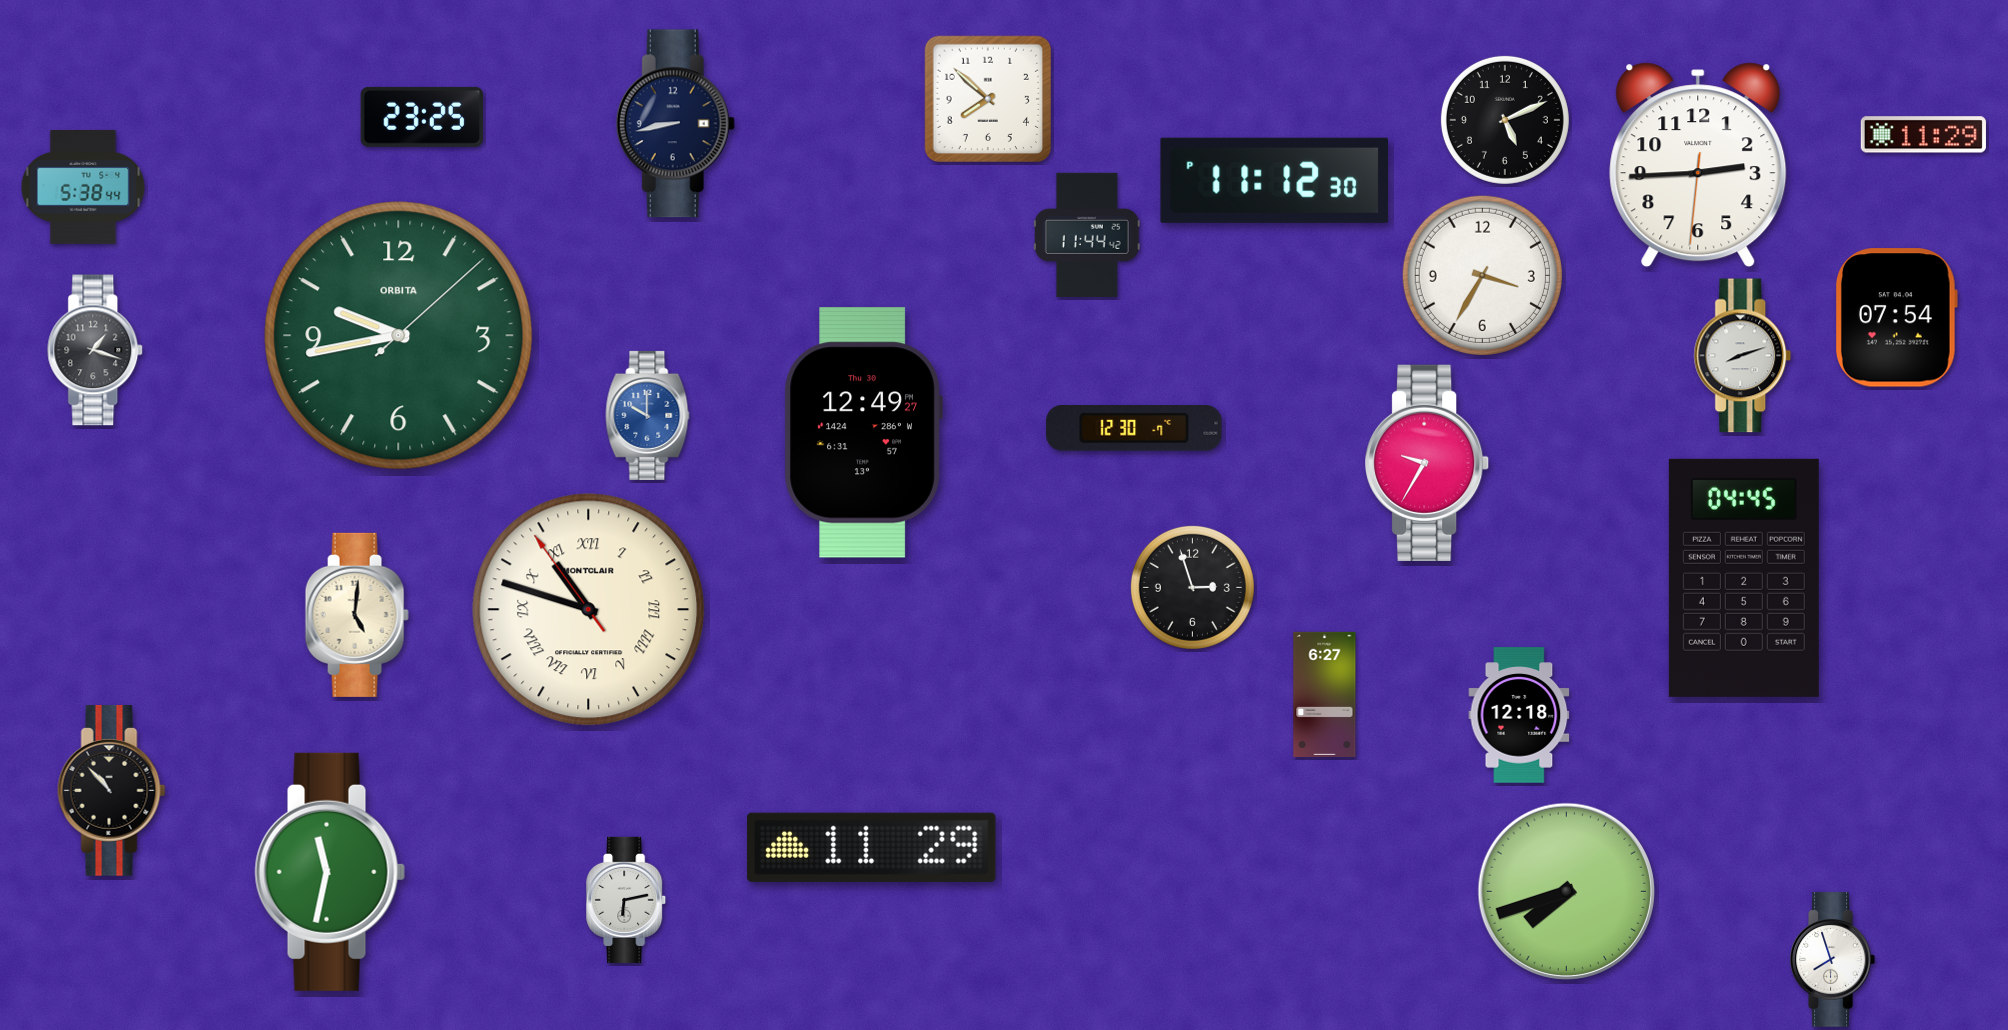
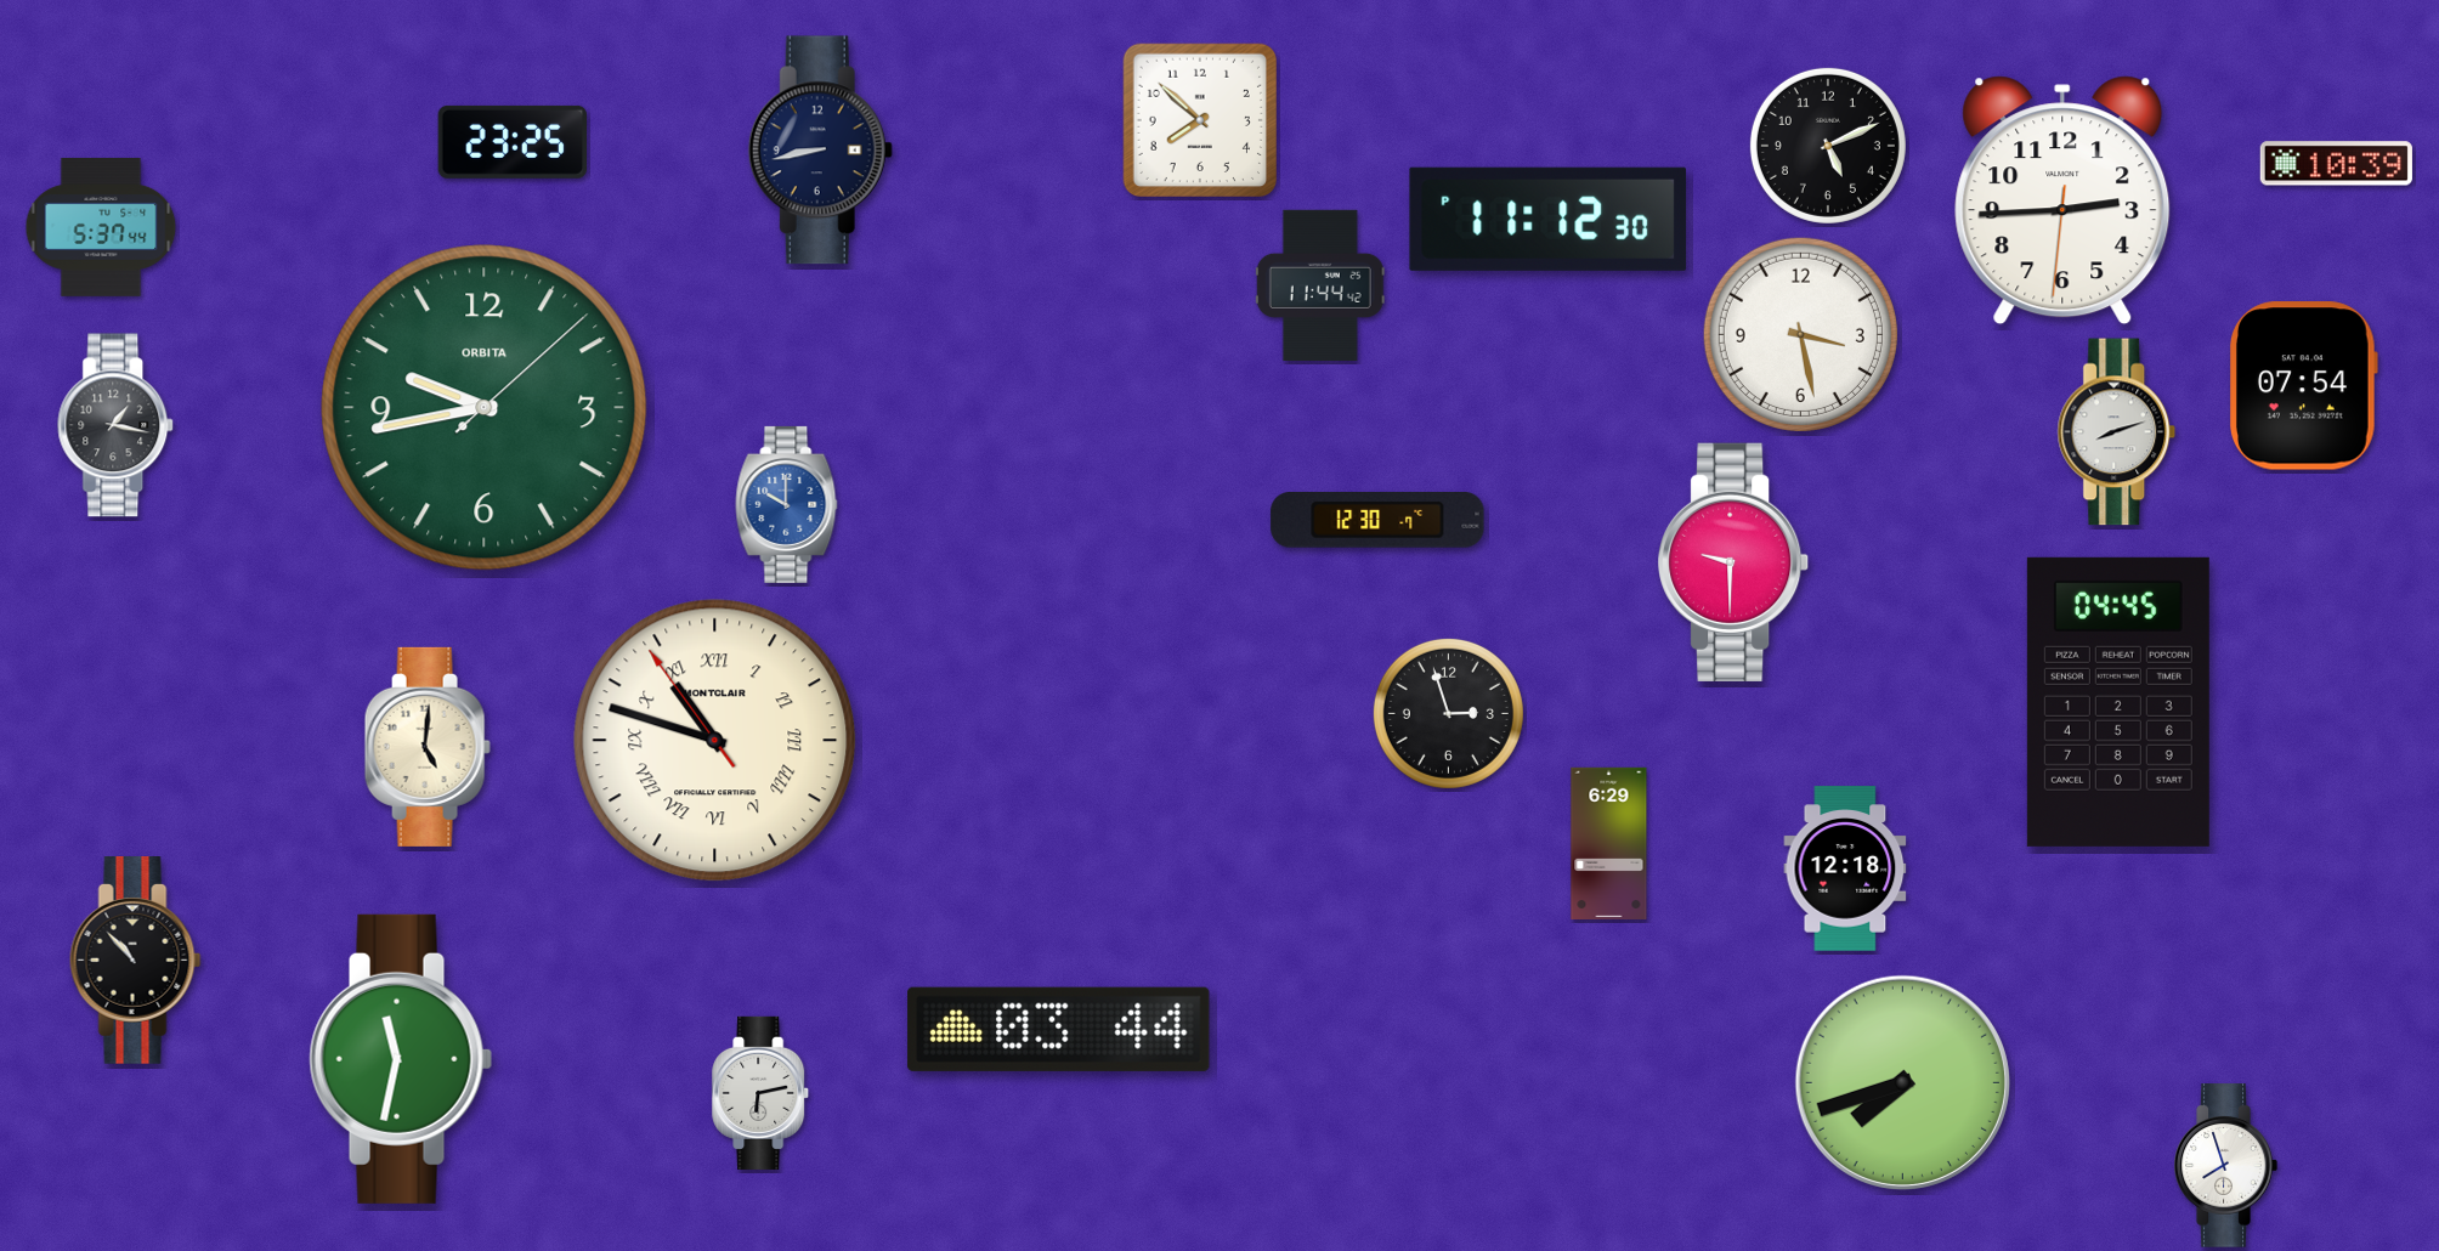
clock at (1923, 135): 11:29 -> 10:39
clock at (83, 187): 5:38 -> 5:37
clock at (1482, 275): 3:35 -> 3:28
clock at (96, 350): 1:18 -> 1:17
clock at (863, 433): 12:49 -> none
clock at (1428, 463): 9:35 -> 9:30
clock at (357, 615) position: (357, 615) -> (428, 747)
clock at (1325, 694): 6:27 -> 6:29
clock at (872, 847): 11:29 -> 03:44
